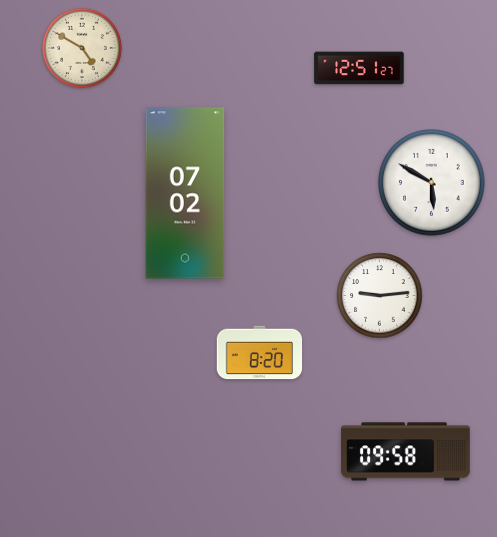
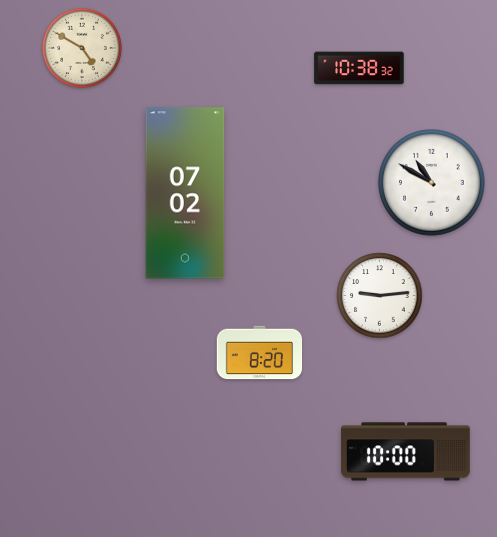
clock at (359, 68): 12:51 -> 10:38
clock at (432, 183): 5:50 -> 10:50
clock at (406, 452): 09:58 -> 10:00
